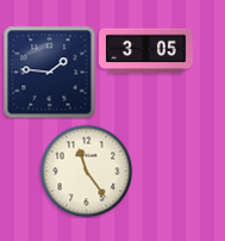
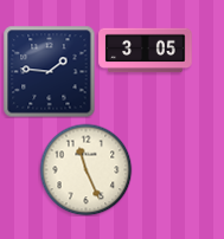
clock at (86, 171): 11:24 -> 11:26
